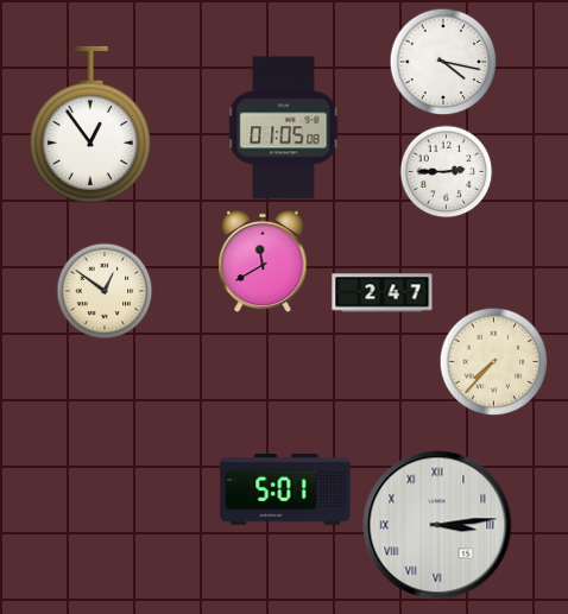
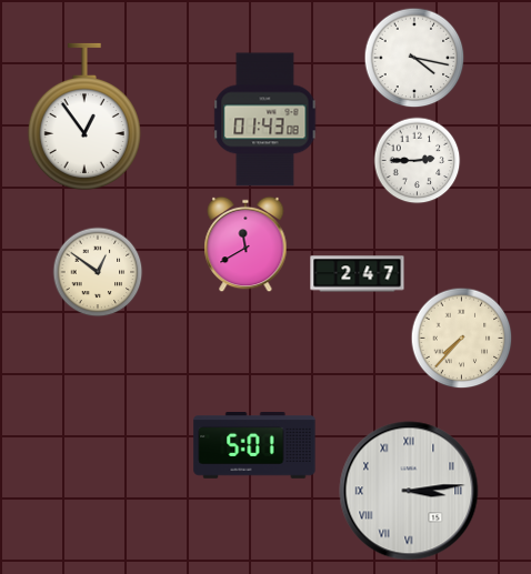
clock at (284, 128): 01:05 -> 01:43
clock at (285, 490) position: (285, 490) -> (254, 446)
